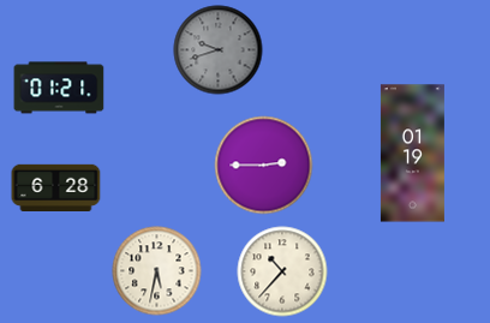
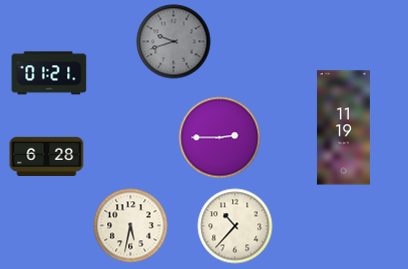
clock at (219, 50) position: (219, 50) -> (174, 42)
clock at (412, 154): 01:19 -> 11:19
